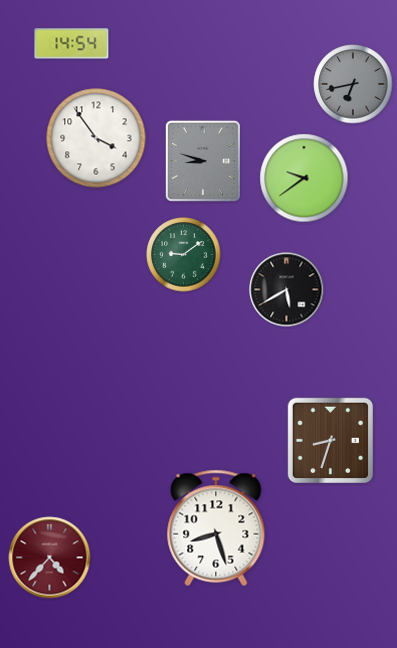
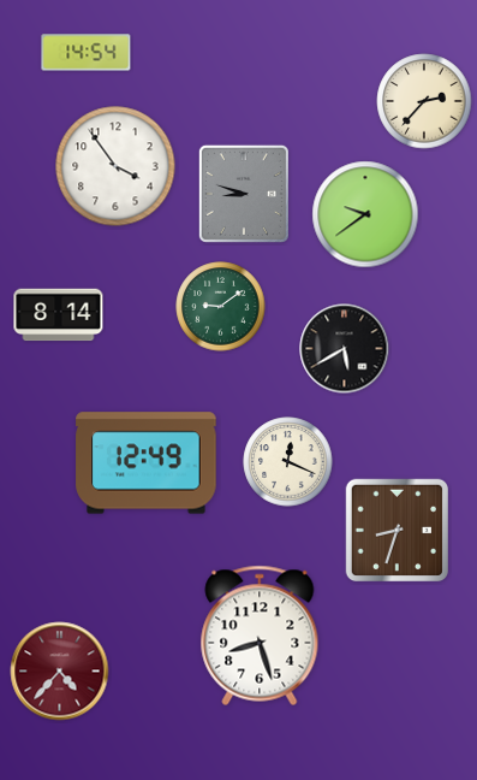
clock at (353, 84): 6:43 -> 2:37
clock at (353, 84) dial: grey -> cream
clock at (59, 315): none -> 8:14
clock at (288, 462): none -> 12:19
clock at (147, 463): none -> 12:49
